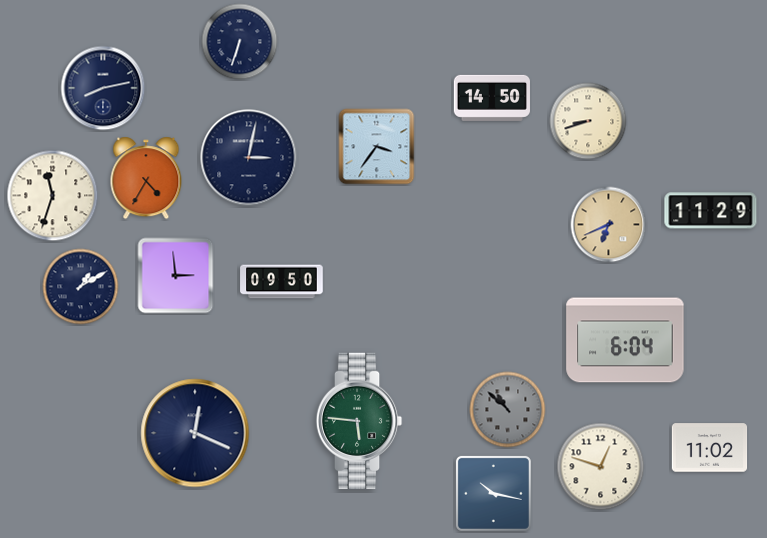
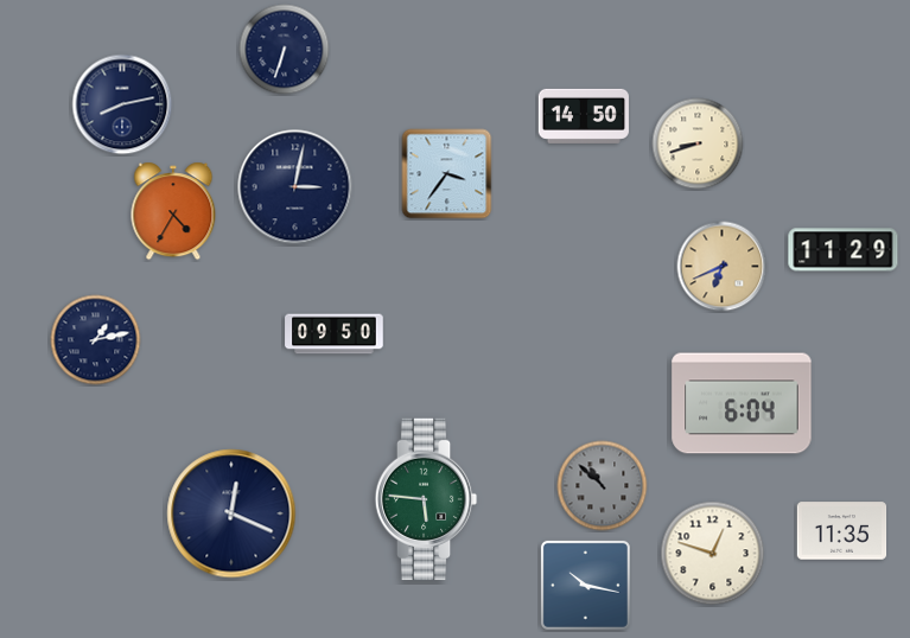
clock at (53, 196): 11:33 -> none
clock at (176, 276): 2:59 -> none
clock at (81, 287): 1:10 -> 1:13
clock at (710, 448): 11:02 -> 11:35
